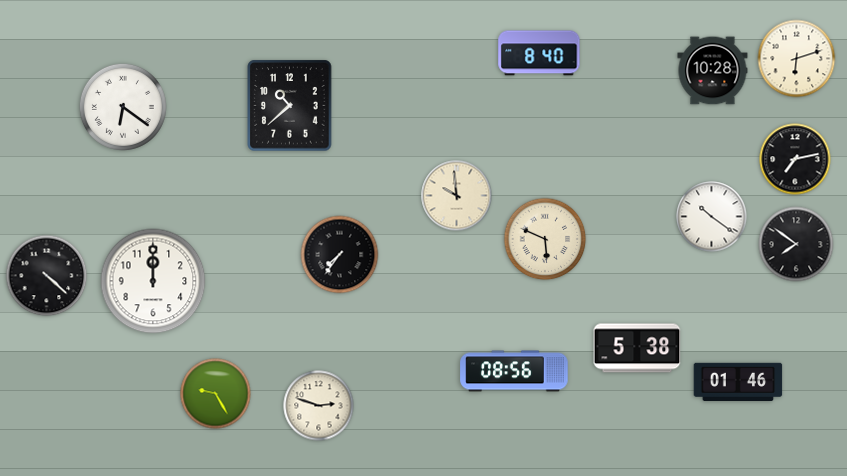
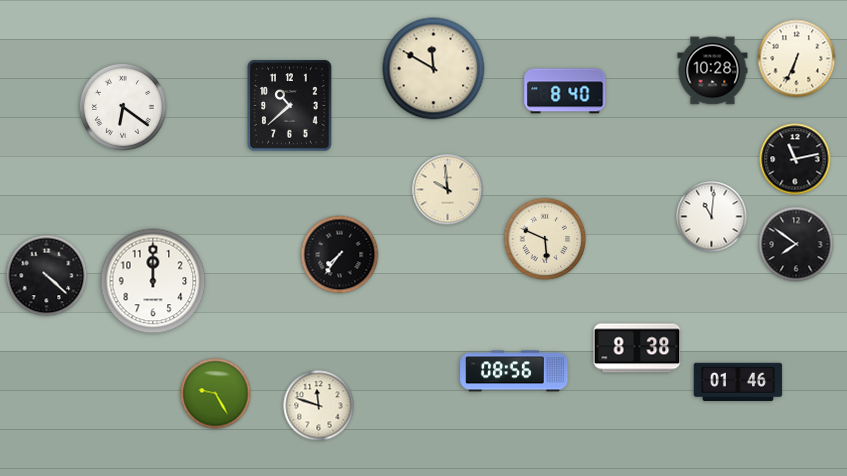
clock at (539, 53) position: (539, 53) -> (565, 91)
clock at (797, 59): 6:12 -> 6:34
clock at (434, 69): none -> 11:50
clock at (795, 159): 7:13 -> 11:13
clock at (457, 196) position: (457, 196) -> (448, 190)
clock at (712, 217): 10:21 -> 11:01
clock at (637, 348): 5:38 -> 8:38
clock at (319, 406): 2:48 -> 11:48
